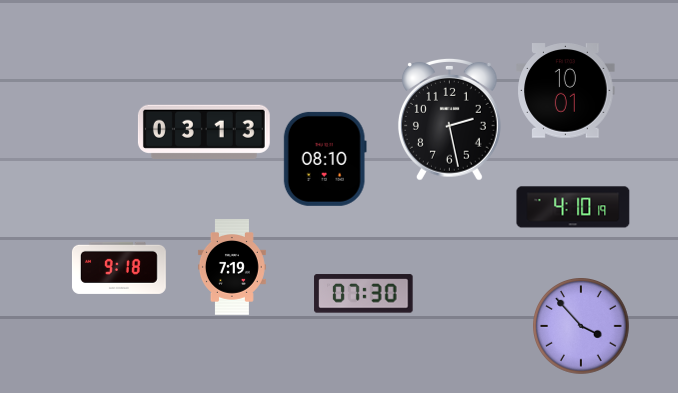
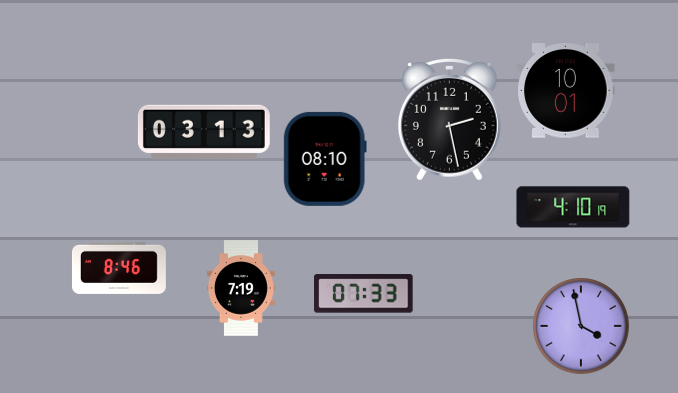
clock at (232, 267) position: (232, 267) -> (241, 288)
clock at (119, 268): 9:18 -> 8:46
clock at (364, 294): 07:30 -> 07:33
clock at (581, 326): 3:53 -> 3:58
